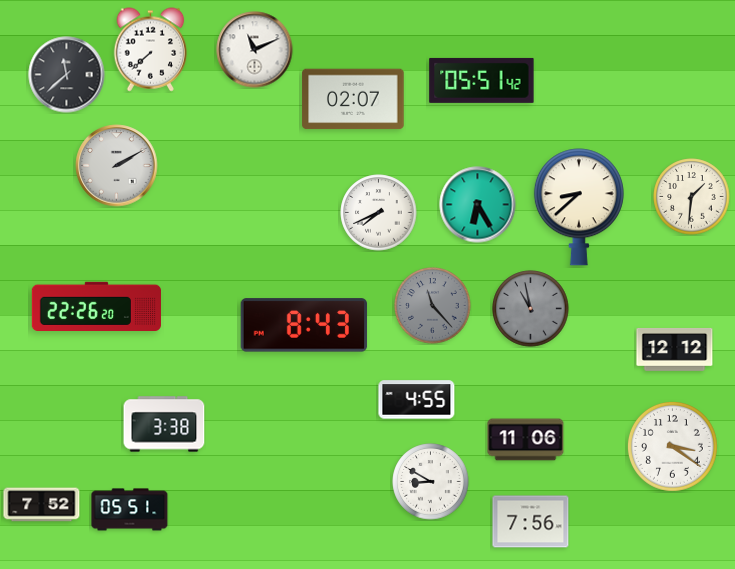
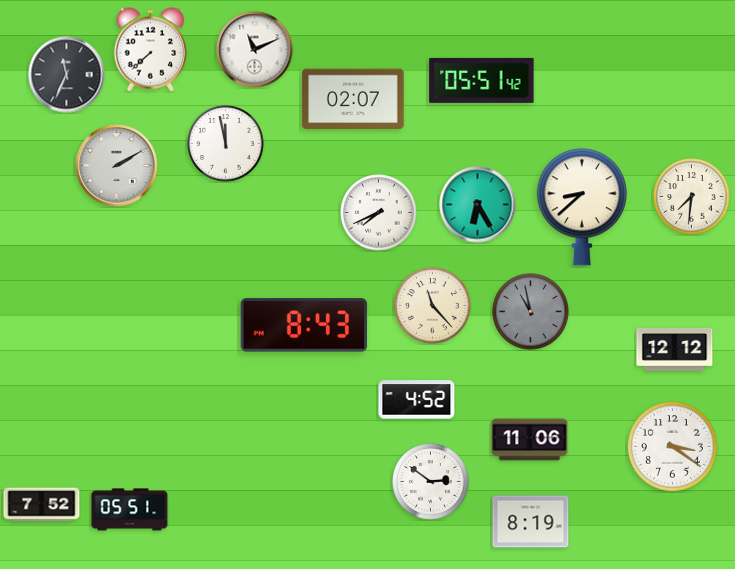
clock at (67, 75): 11:38 -> 11:34
clock at (226, 144): none -> 11:58
clock at (692, 197): 1:31 -> 7:31
clock at (579, 207) position: (579, 207) -> (582, 207)
clock at (96, 306): 22:26 -> none
clock at (433, 306) dial: grey -> cream
clock at (531, 309) position: (531, 309) -> (531, 312)
clock at (417, 400): 4:55 -> 4:52
clock at (164, 424): 3:38 -> none
clock at (526, 440) position: (526, 440) -> (530, 440)
clock at (431, 482): 8:50 -> 2:51
clock at (531, 522): 7:56 -> 8:19
